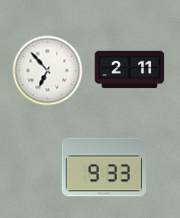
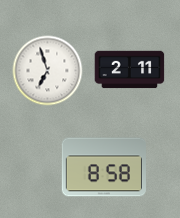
clock at (48, 71): 6:53 -> 6:57
clock at (104, 167): 9:33 -> 8:58
